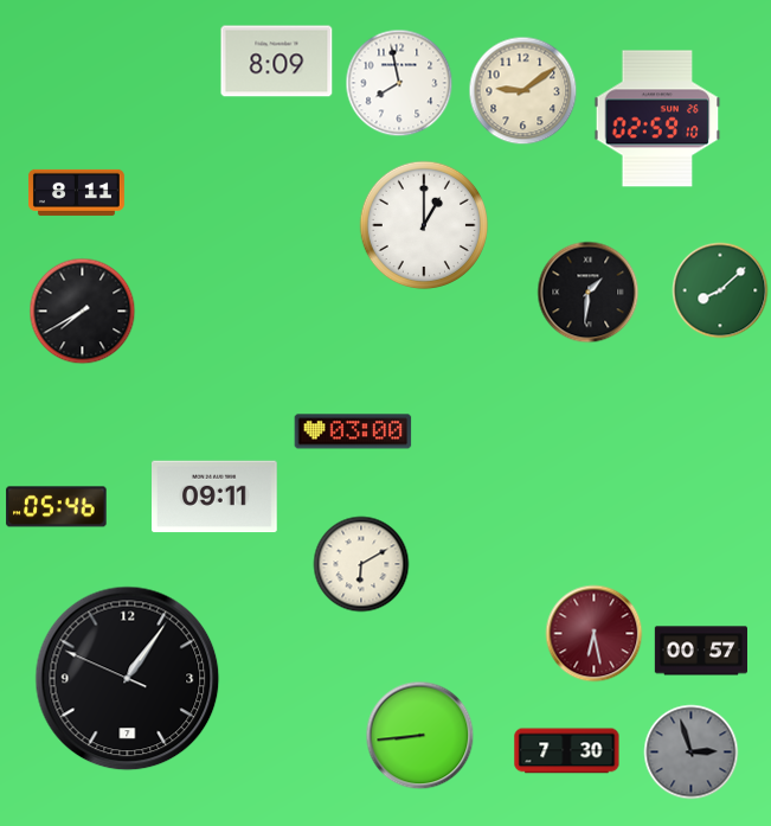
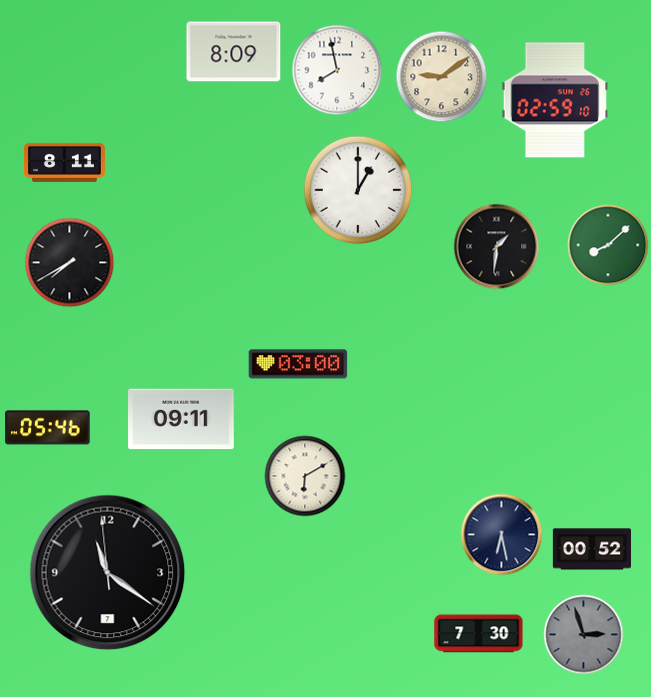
clock at (595, 634) dial: burgundy -> navy
clock at (700, 651): 00:57 -> 00:52
clock at (128, 679): 1:05 -> 11:20
clock at (420, 736): 8:44 -> none
